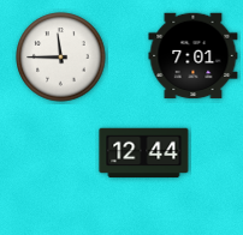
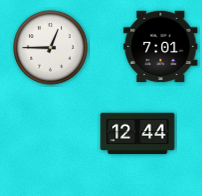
clock at (61, 58): 11:45 -> 12:45
clock at (144, 153) position: (144, 153) -> (138, 134)
